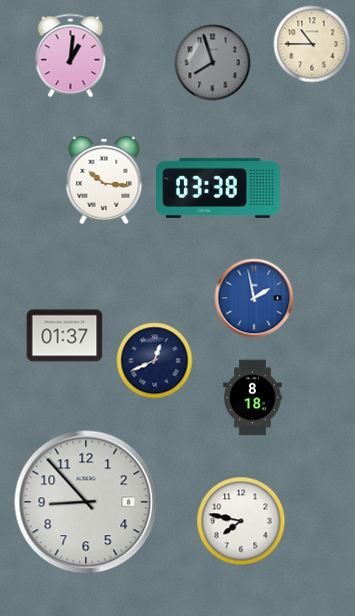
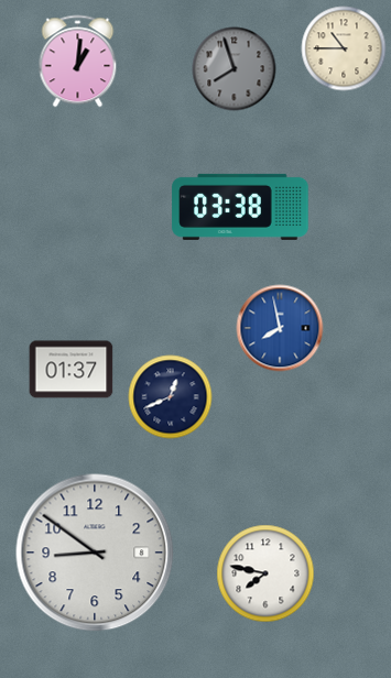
clock at (104, 180): 10:16 -> none
clock at (254, 298): 1:58 -> 7:58
clock at (253, 398): 8:18 -> none
clock at (86, 502): 8:53 -> 8:51
